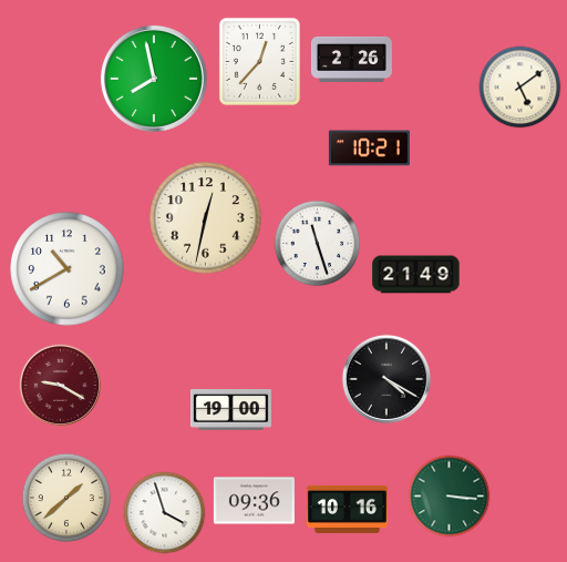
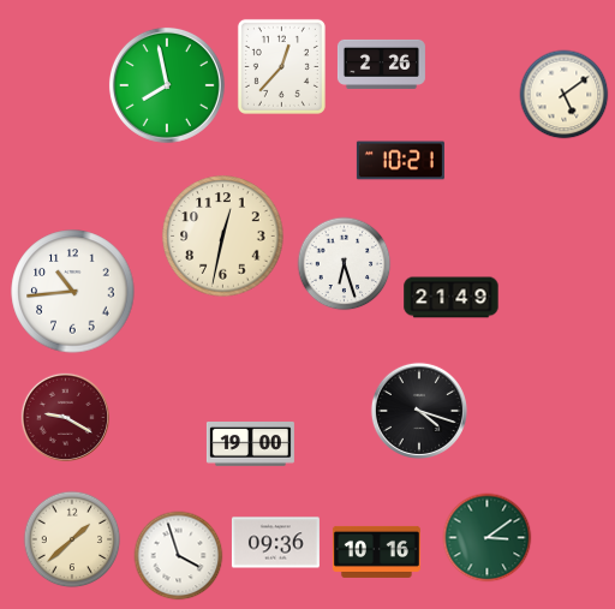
clock at (318, 244): 11:27 -> 6:27
clock at (68, 269): 10:40 -> 10:44
clock at (386, 379): 4:20 -> 4:18
clock at (450, 497): 3:16 -> 3:09
